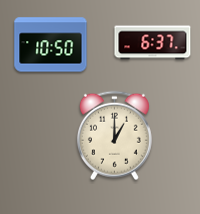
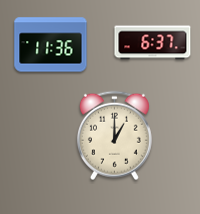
clock at (51, 45): 10:50 -> 11:36
